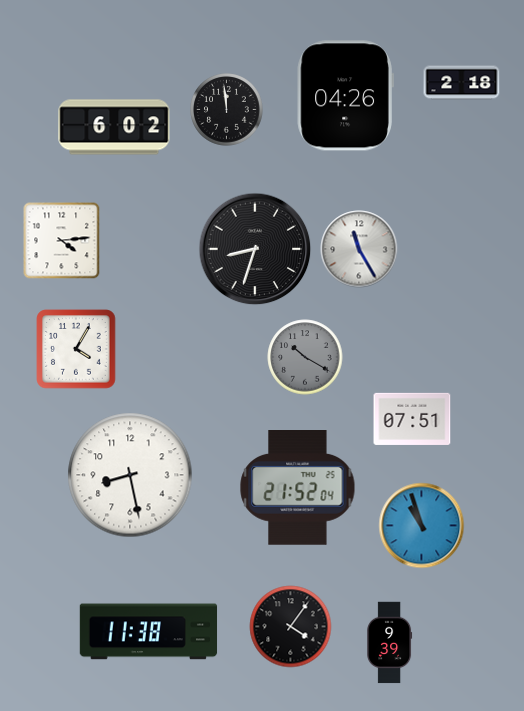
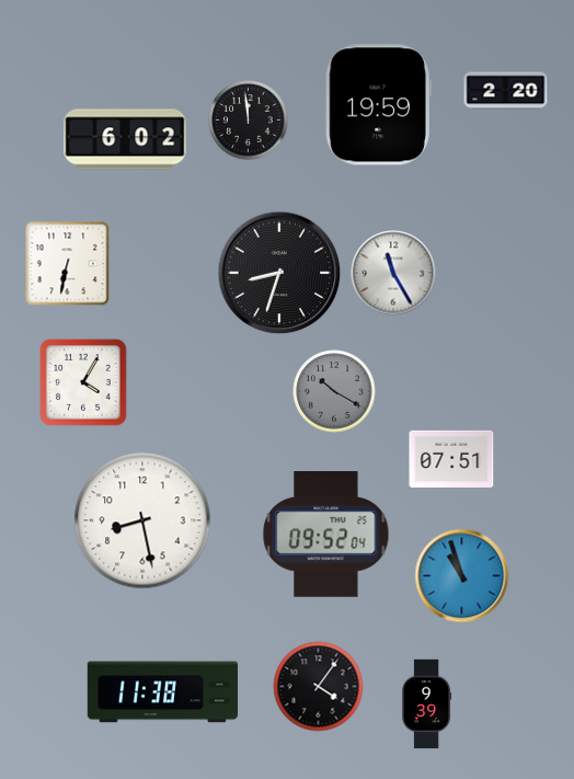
clock at (462, 83): 2:18 -> 2:20
clock at (345, 96): 04:26 -> 19:59
clock at (62, 241): 4:14 -> 6:32
clock at (298, 488): 21:52 -> 09:52
